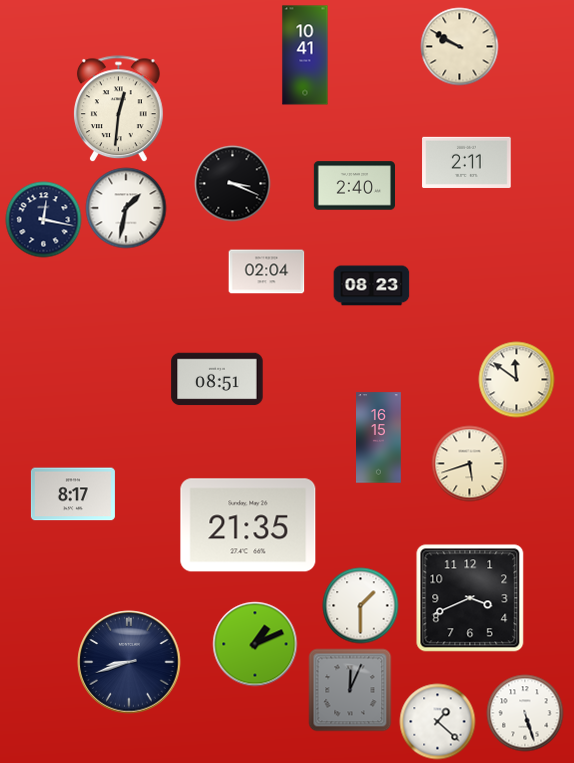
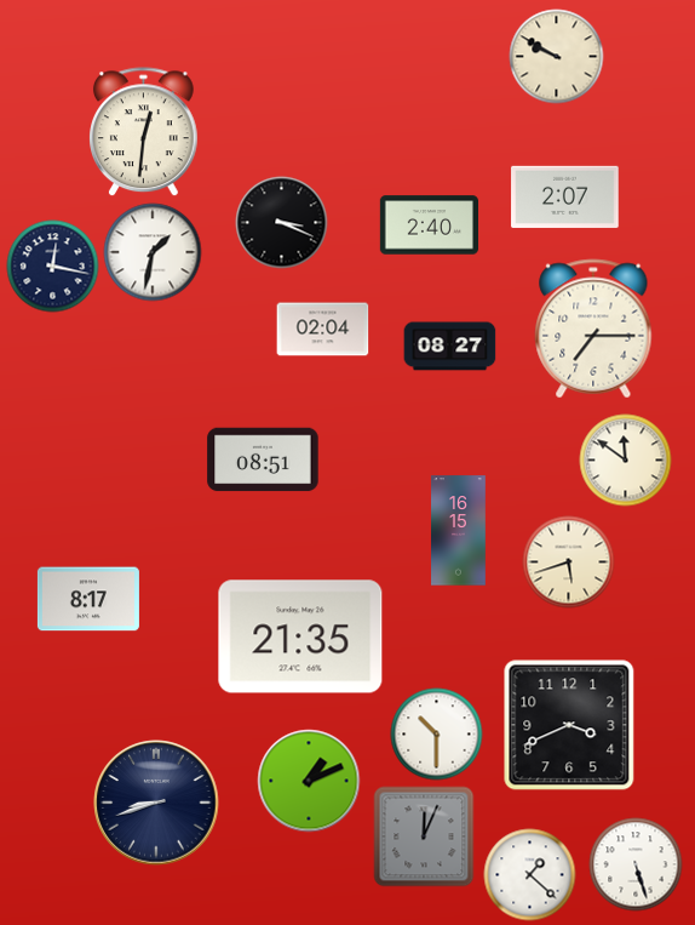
clock at (305, 55): 10:41 -> none
clock at (467, 162): 2:11 -> 2:07
clock at (593, 329): none -> 7:15
clock at (372, 286): 08:23 -> 08:27
clock at (361, 606): 1:30 -> 10:30
